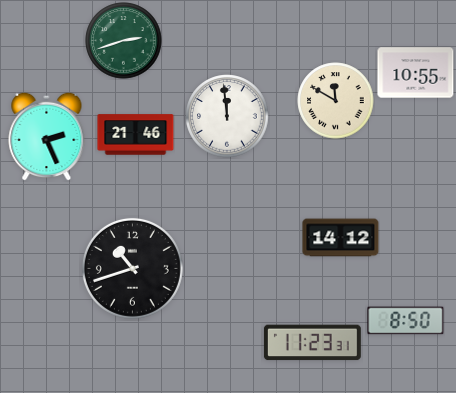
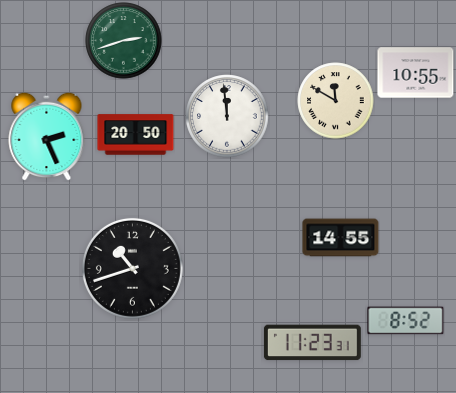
clock at (136, 135): 21:46 -> 20:50
clock at (341, 238): 14:12 -> 14:55
clock at (406, 321): 8:50 -> 8:52
